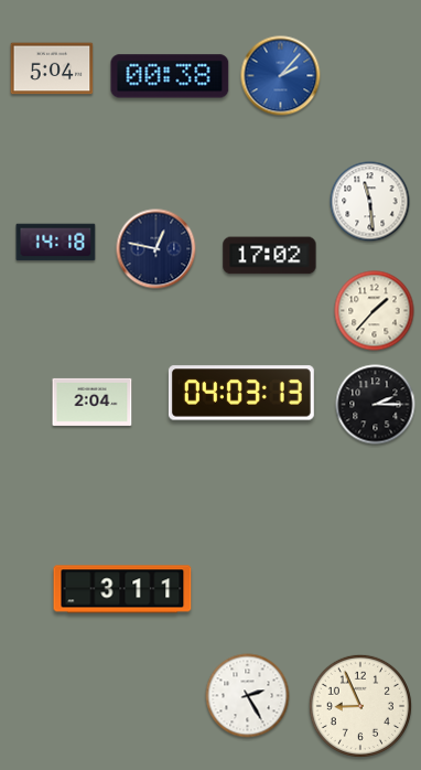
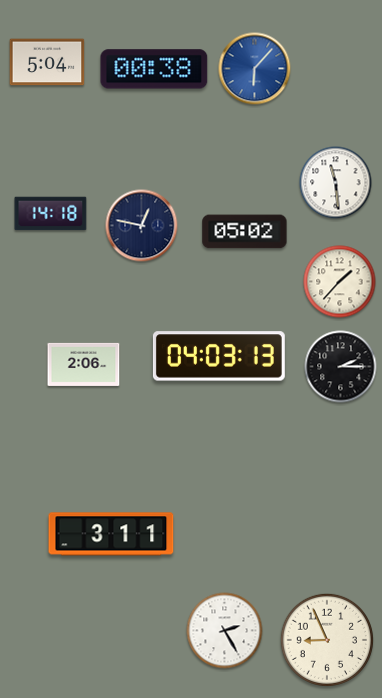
clock at (281, 76): 2:07 -> 6:07
clock at (56, 243) position: (56, 243) -> (51, 214)
clock at (270, 256): 17:02 -> 05:02
clock at (93, 402): 2:04 -> 2:06
